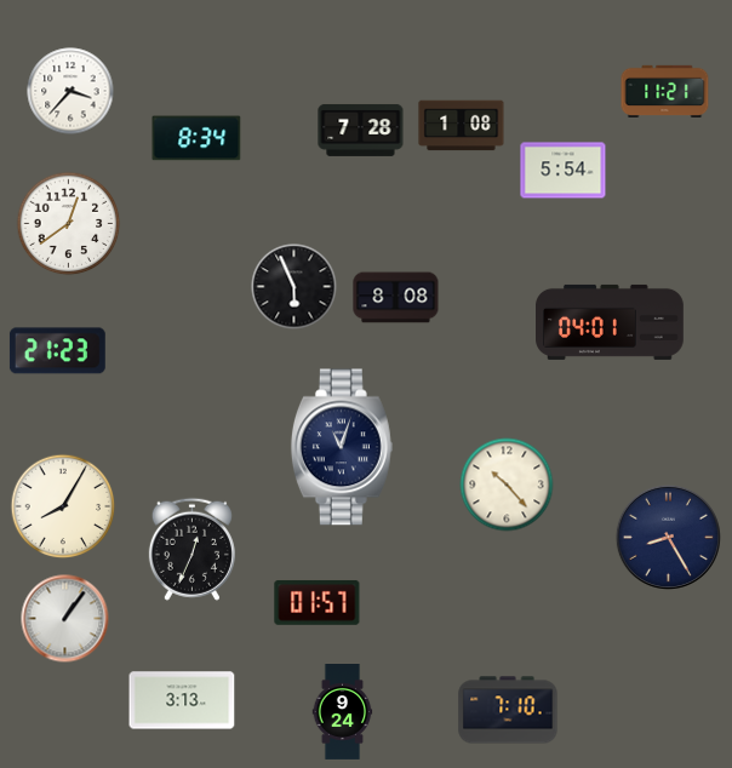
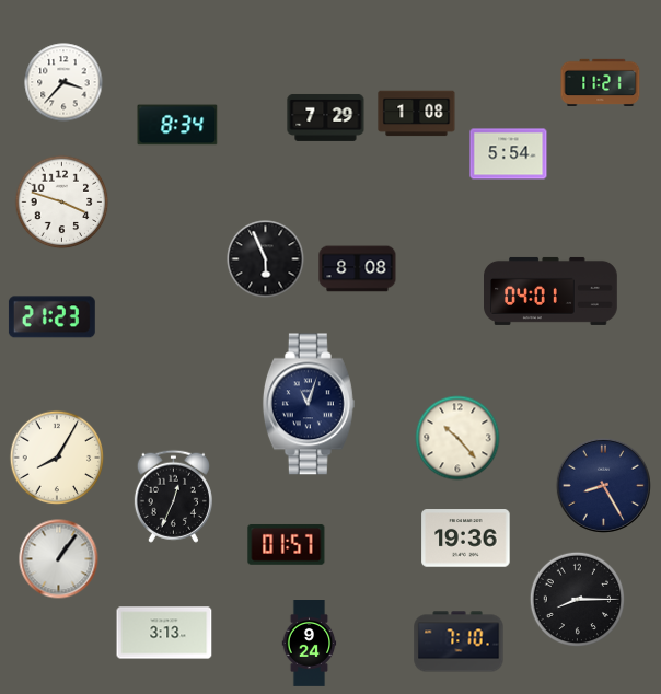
clock at (361, 130): 7:28 -> 7:29
clock at (69, 224): 12:39 -> 3:48
clock at (466, 539): none -> 19:36
clock at (578, 600): none -> 8:15
